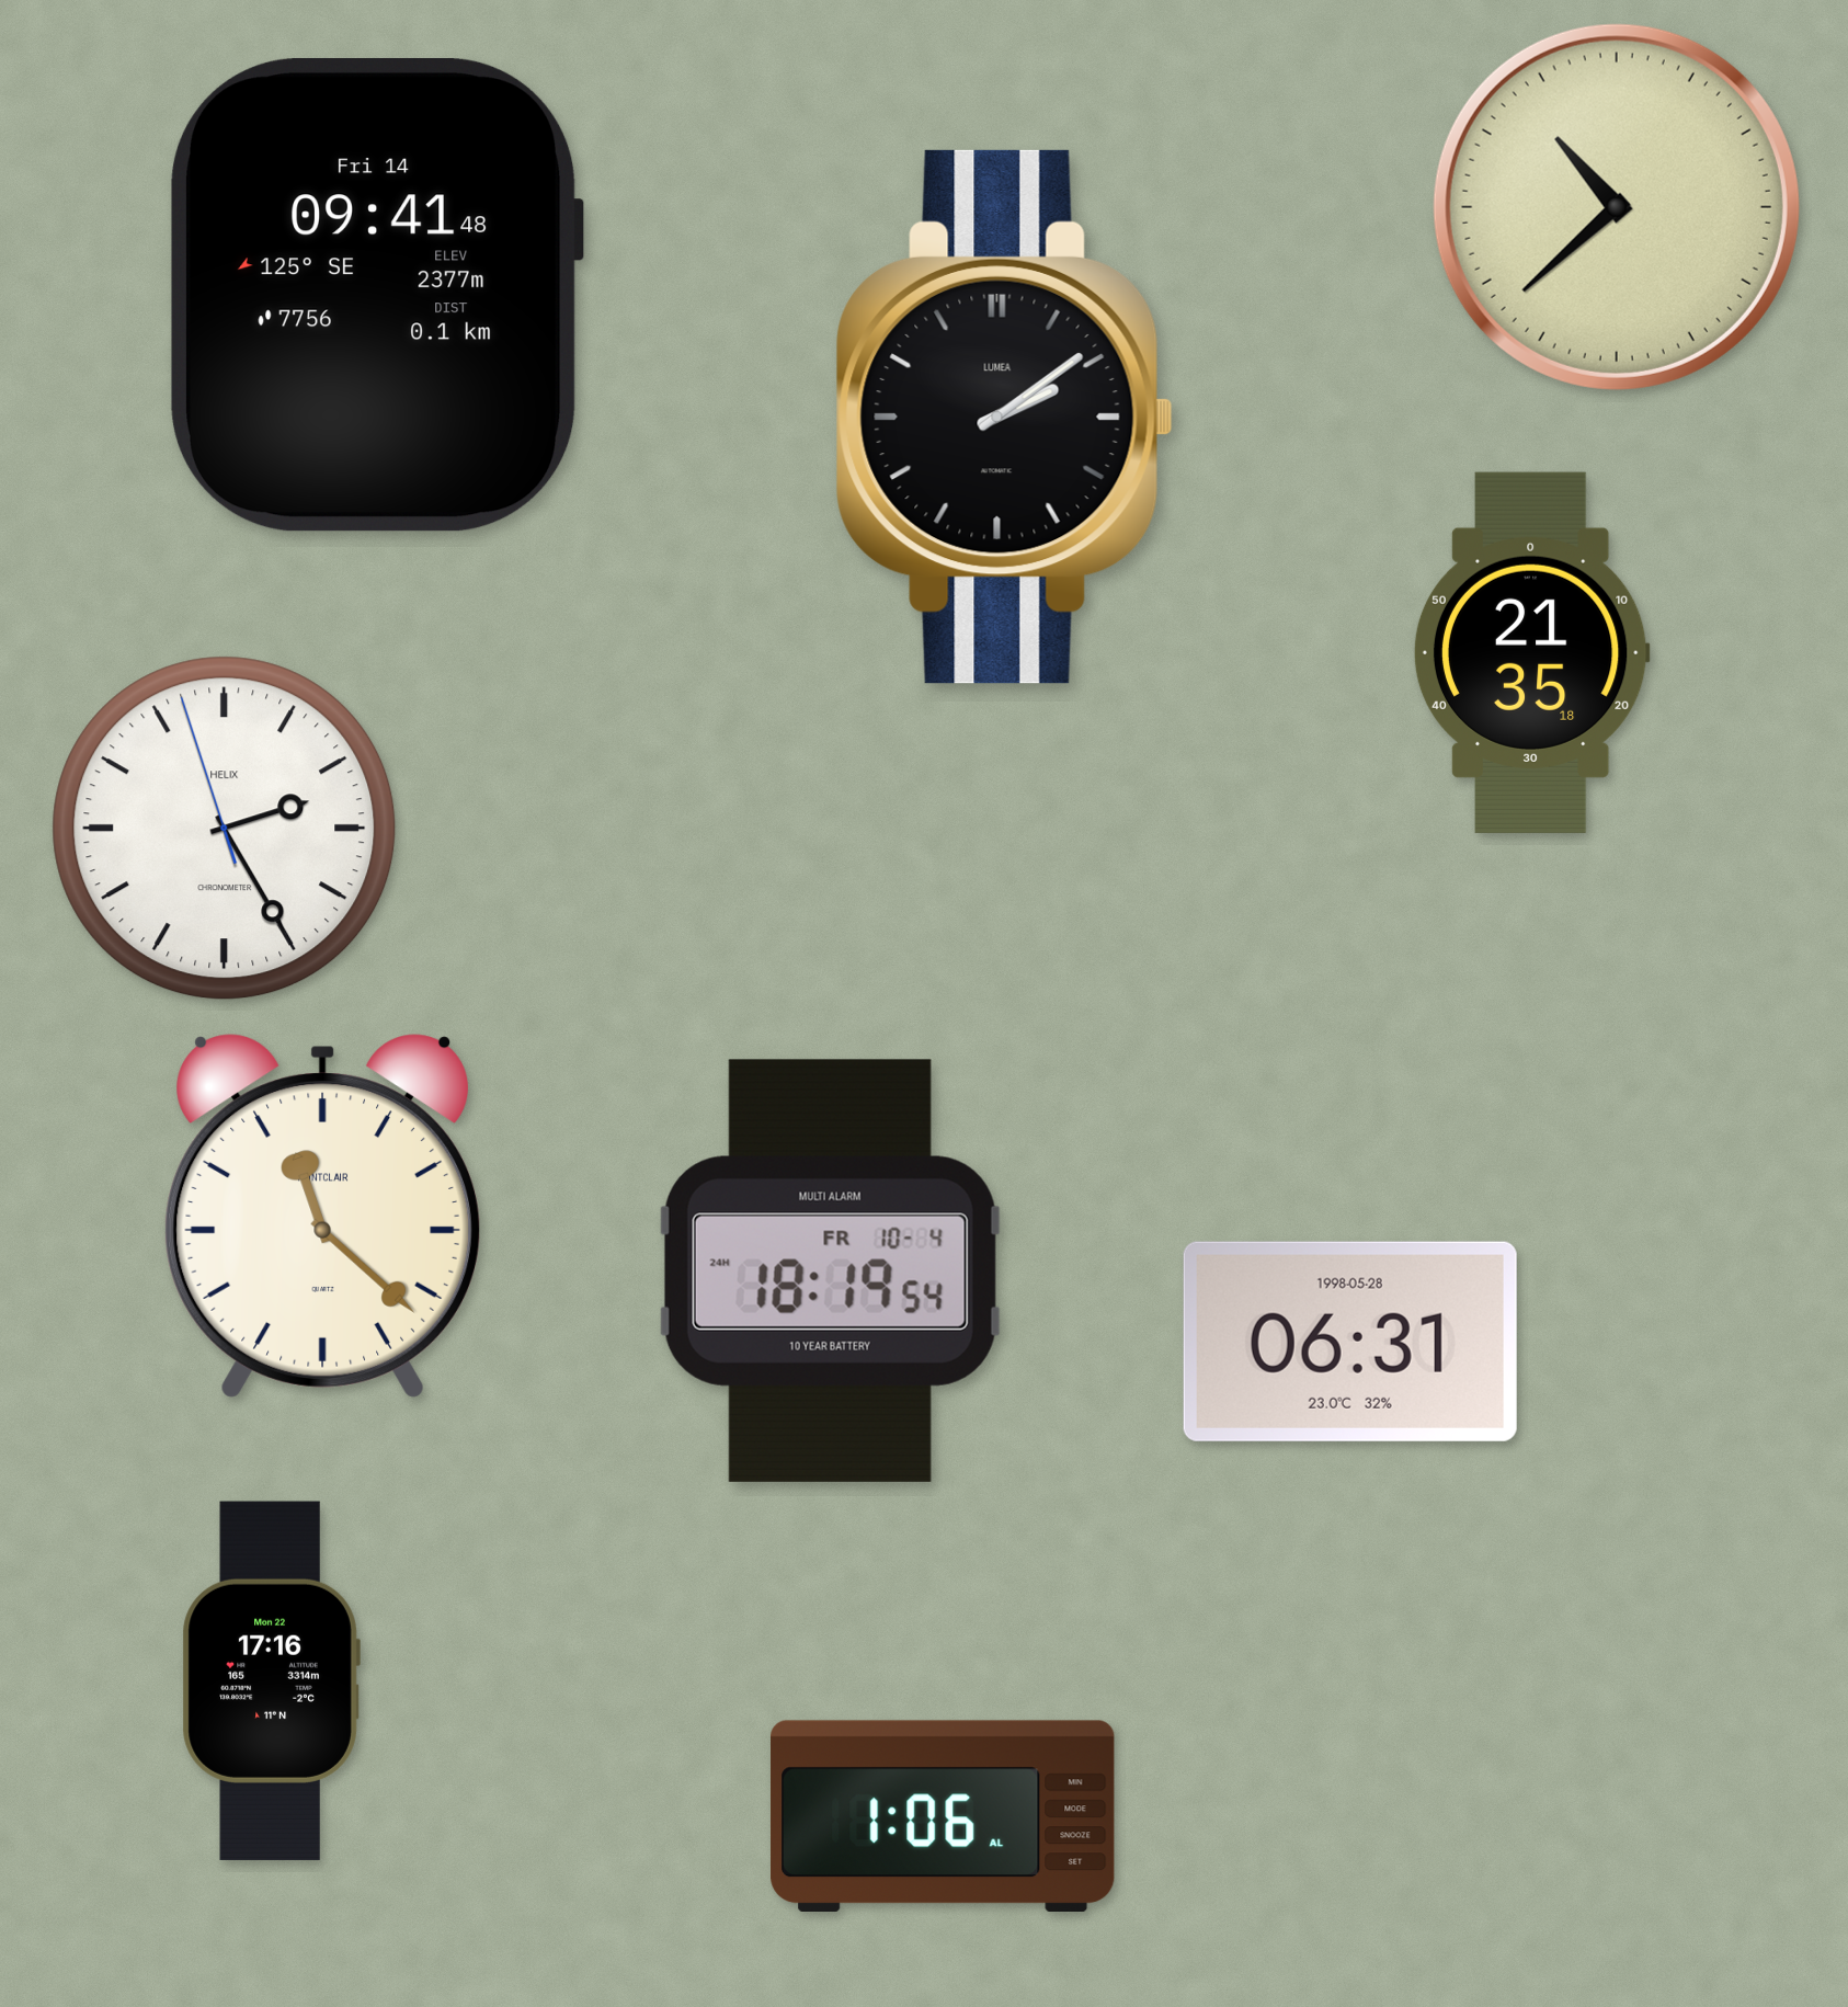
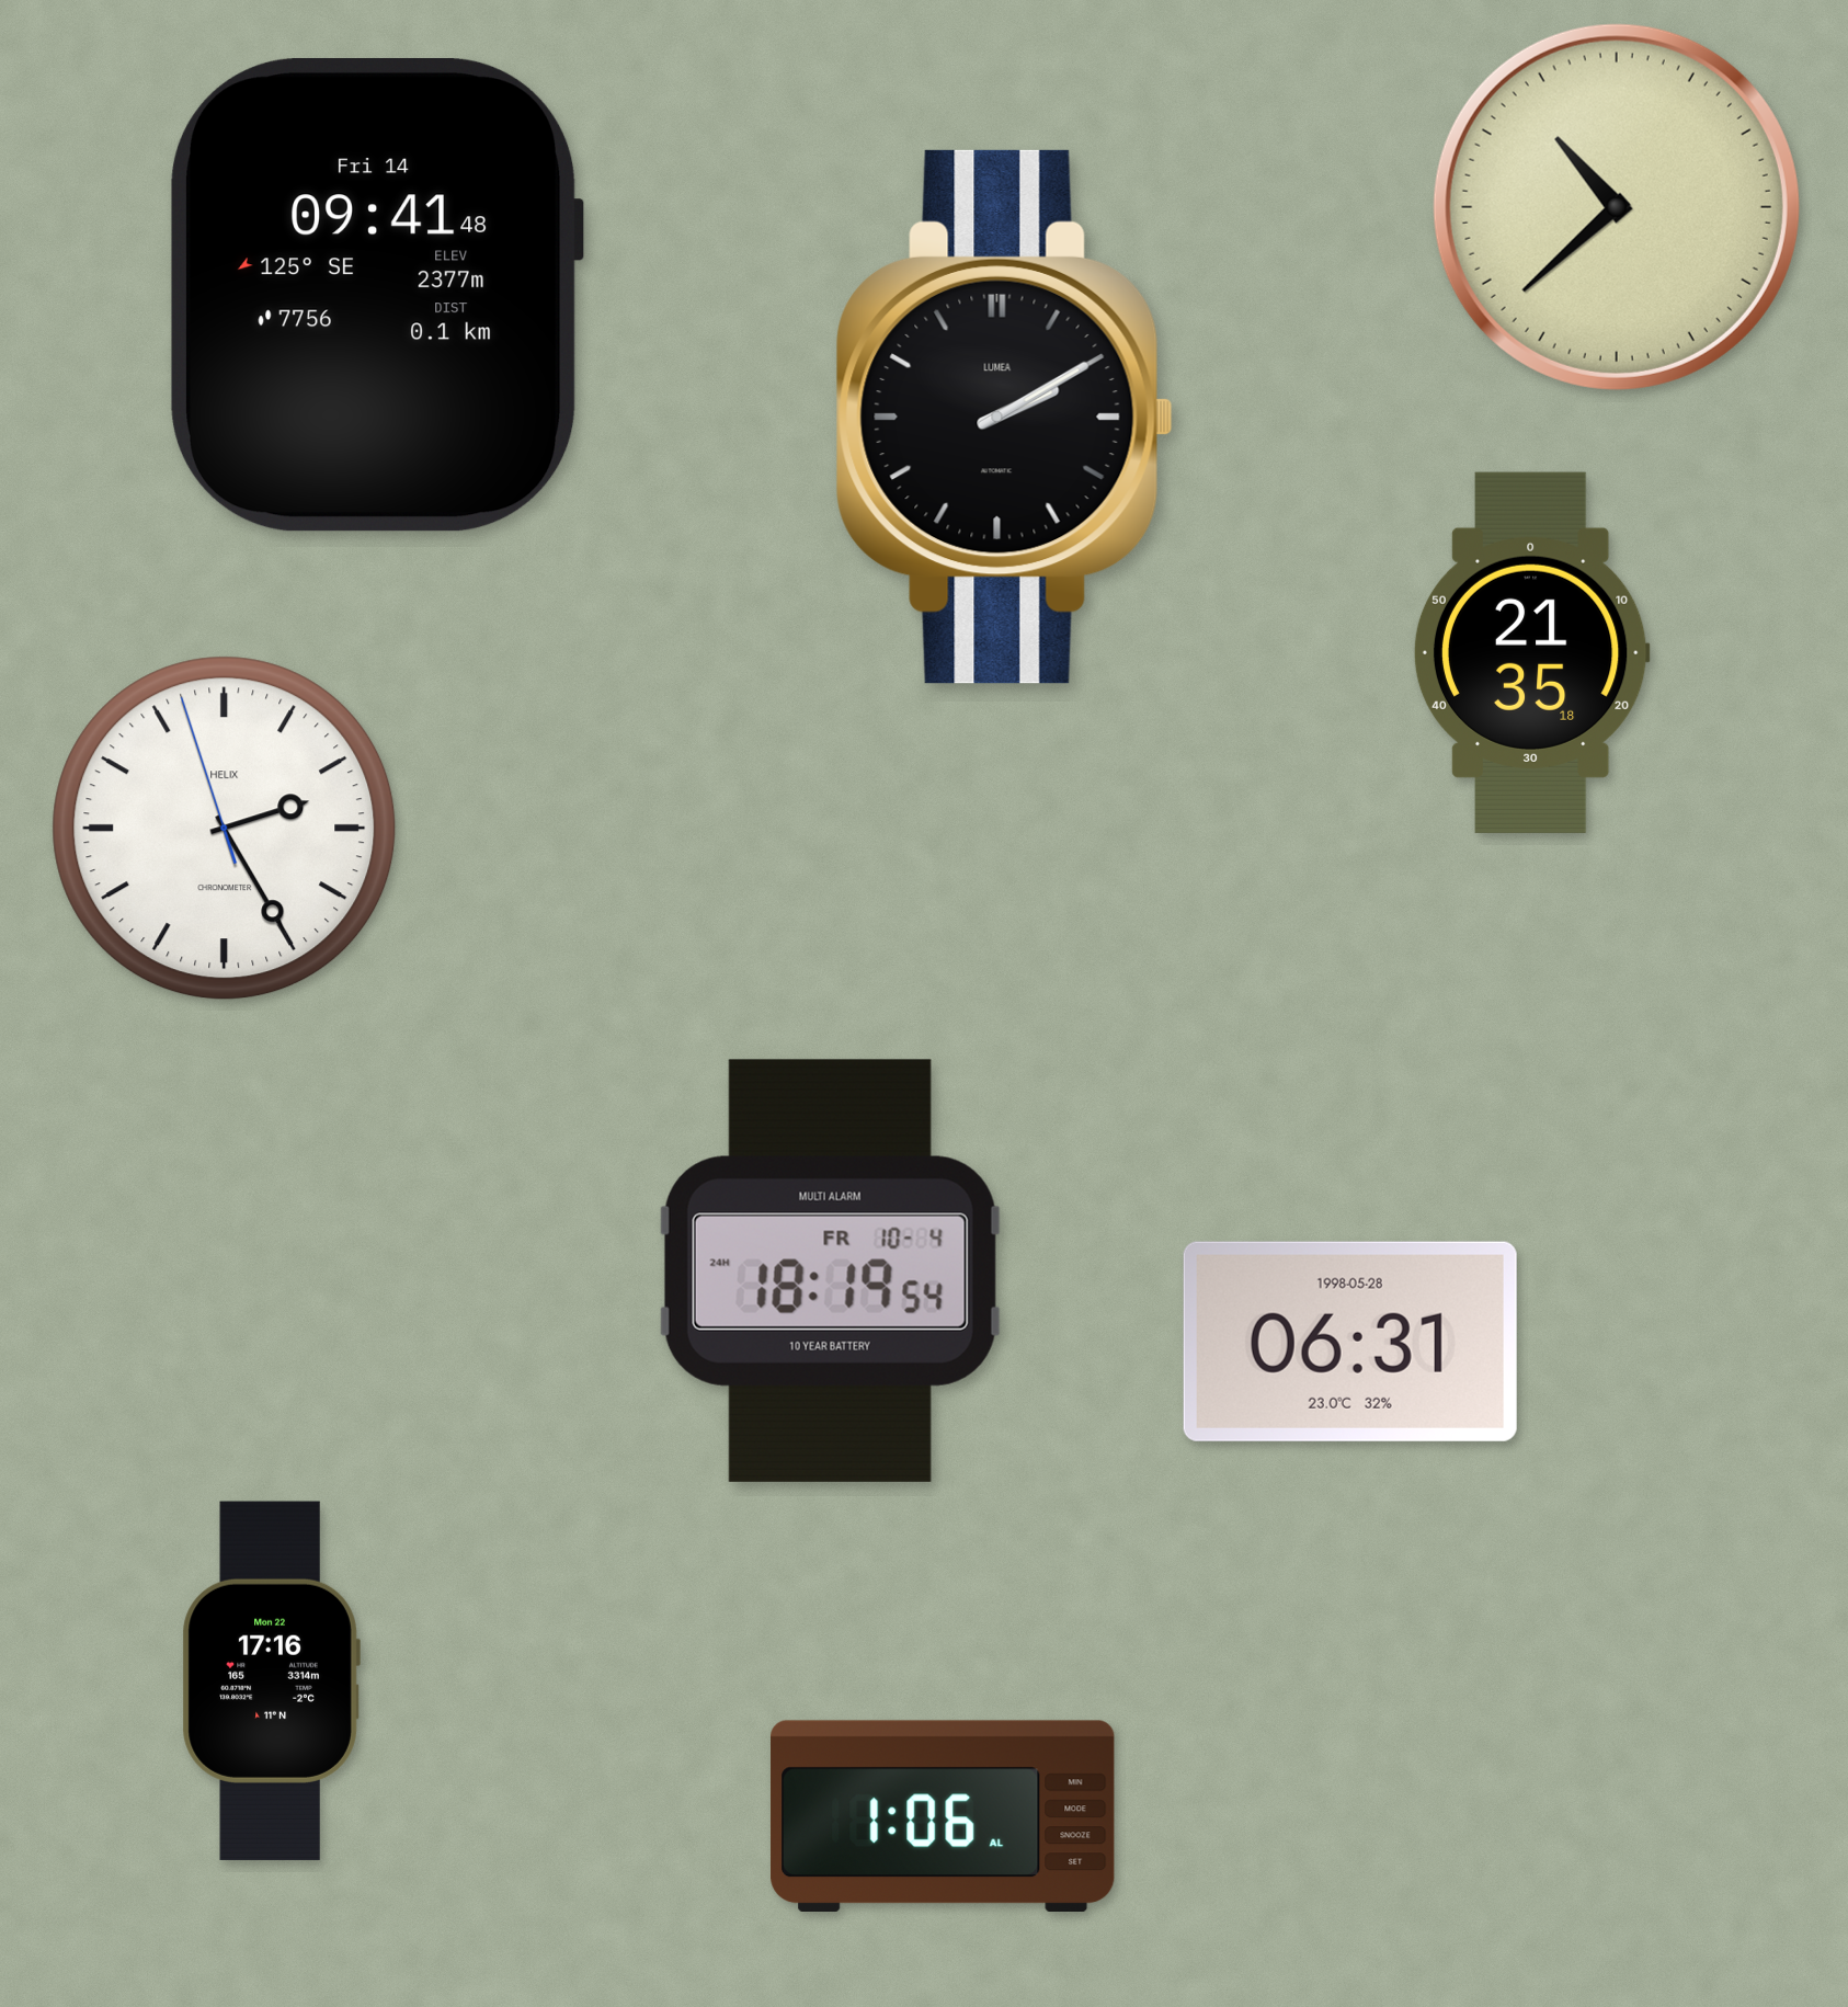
clock at (1004, 417): 2:09 -> 2:10
clock at (322, 1216): 11:22 -> none
